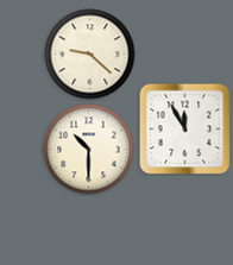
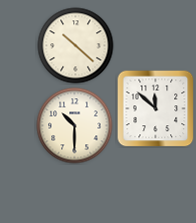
clock at (90, 55): 9:22 -> 10:22
clock at (185, 130): 11:55 -> 11:52
